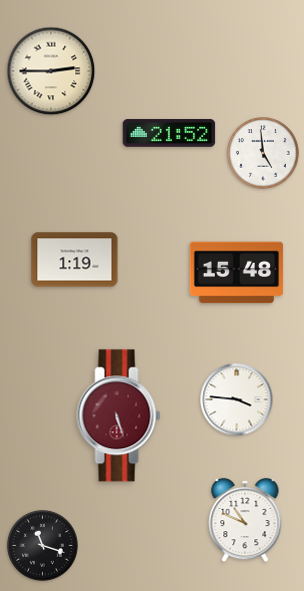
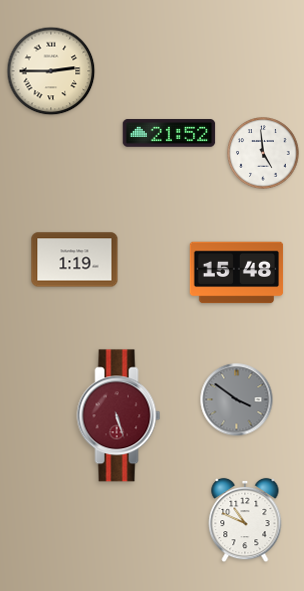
clock at (237, 400): 3:46 -> 3:51
clock at (237, 400) dial: white -> grey
clock at (43, 546): 11:18 -> none
